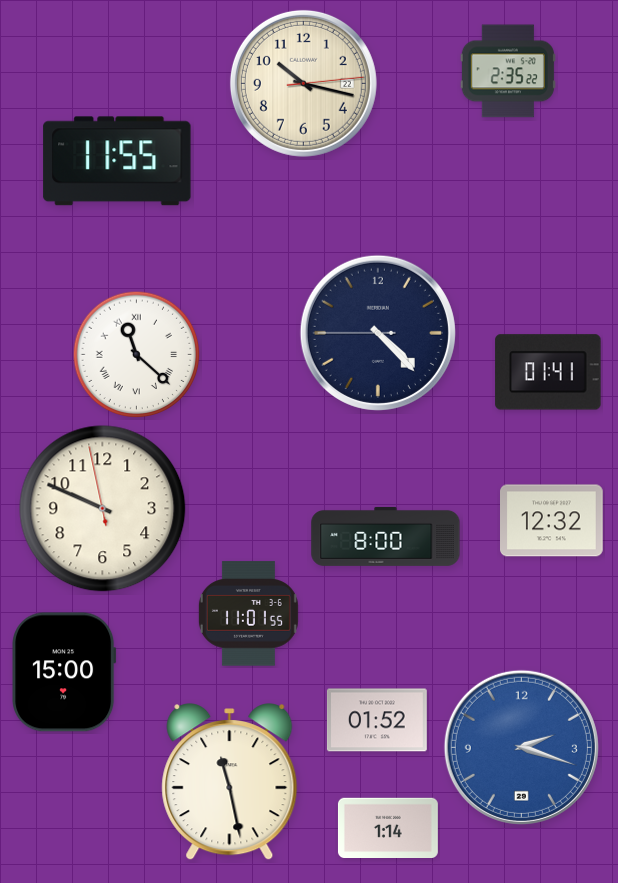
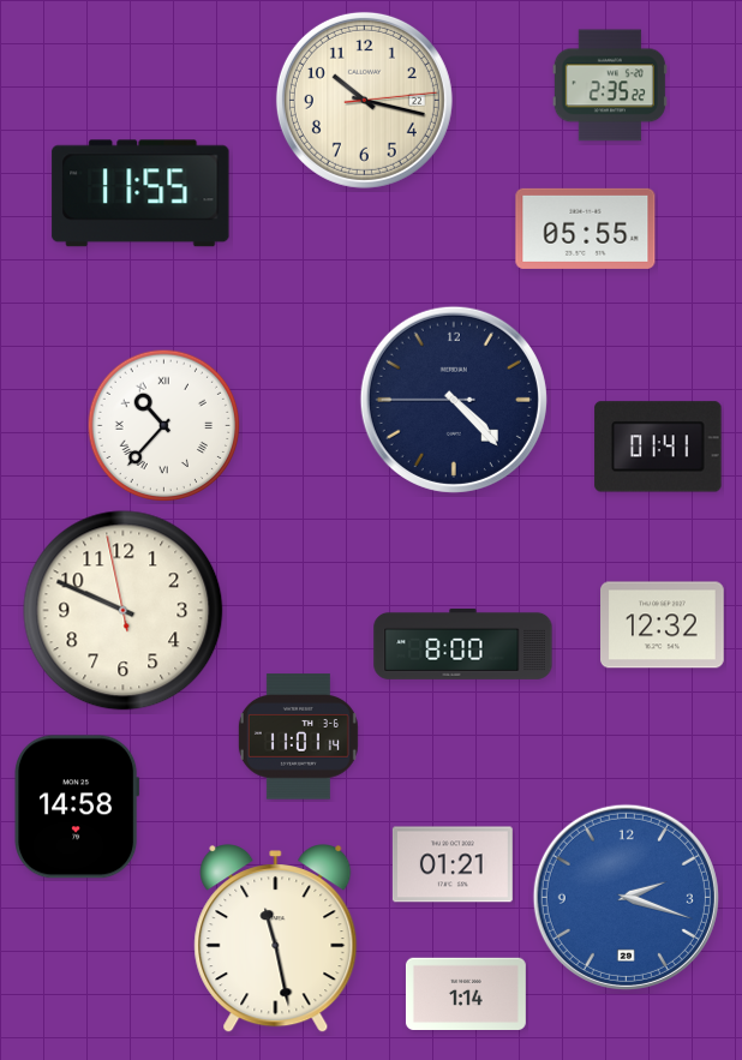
clock at (586, 228): none -> 05:55
clock at (137, 355): 11:22 -> 10:37
clock at (248, 614): 11:01:55 -> 11:01:14
clock at (64, 672): 15:00 -> 14:58
clock at (377, 720): 01:52 -> 01:21
